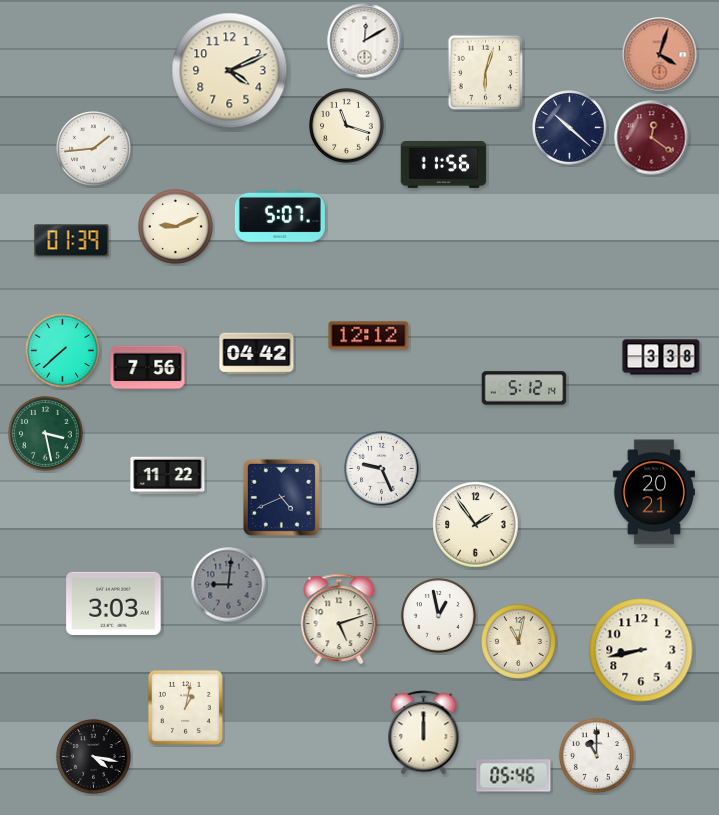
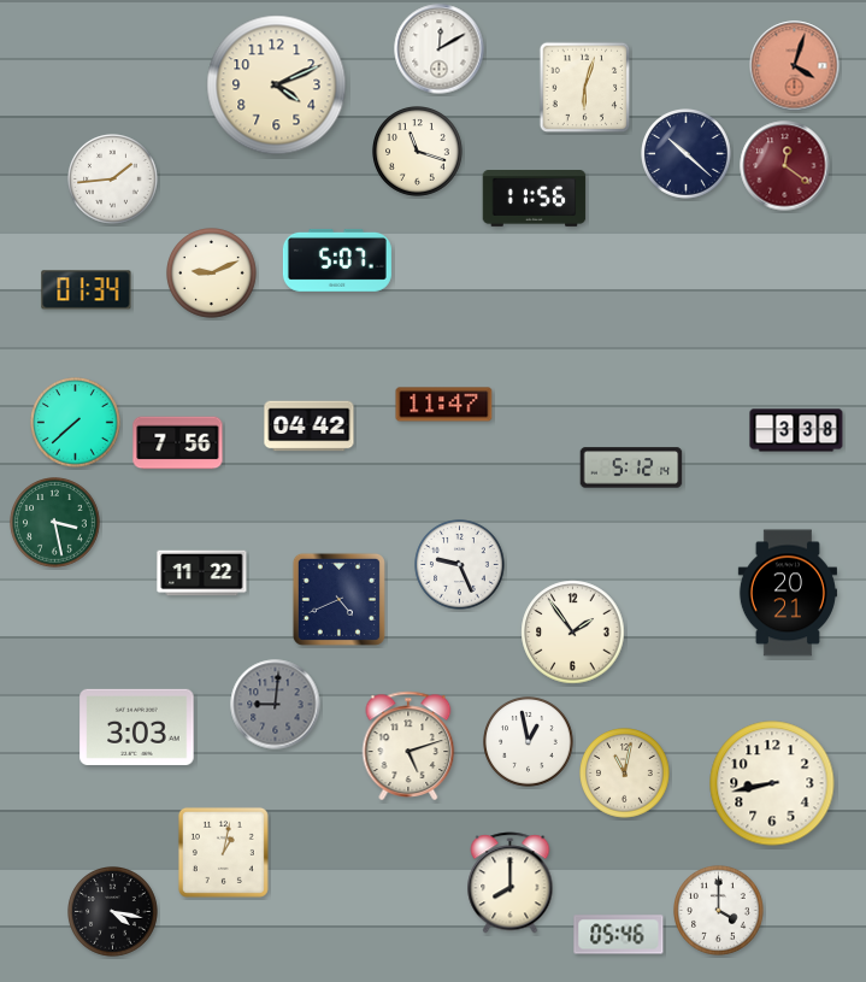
clock at (72, 241): 01:39 -> 01:34
clock at (369, 336): 12:12 -> 11:47
clock at (424, 733): 12:00 -> 8:00
clock at (597, 756): 11:00 -> 4:00
